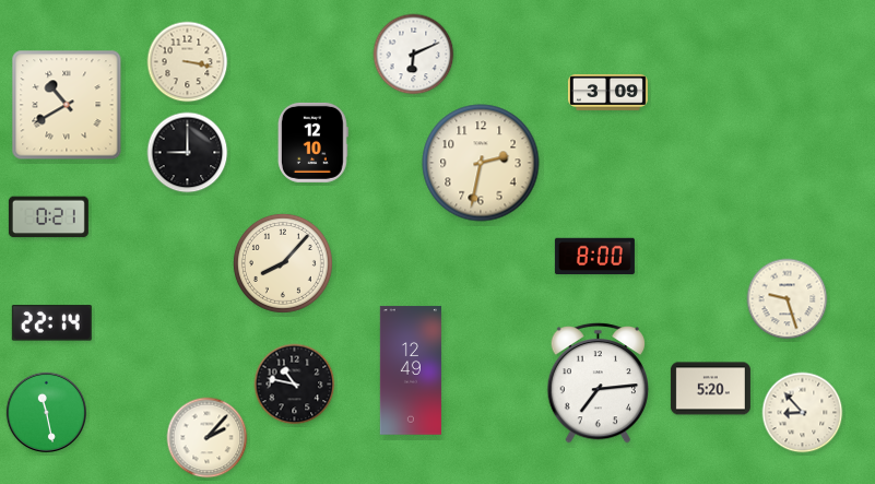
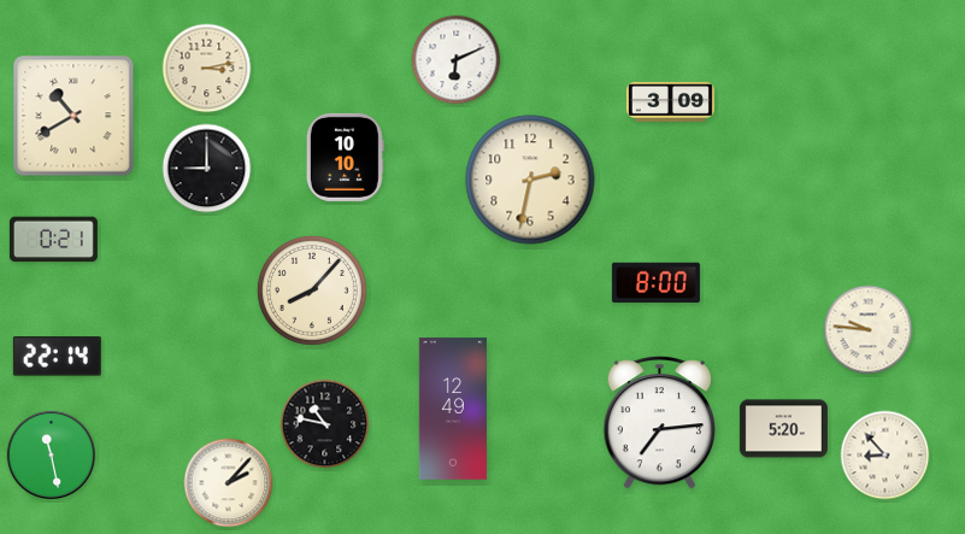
clock at (188, 62): 3:17 -> 3:13
clock at (312, 142): 12:10 -> 10:10
clock at (788, 299): 9:27 -> 9:46
